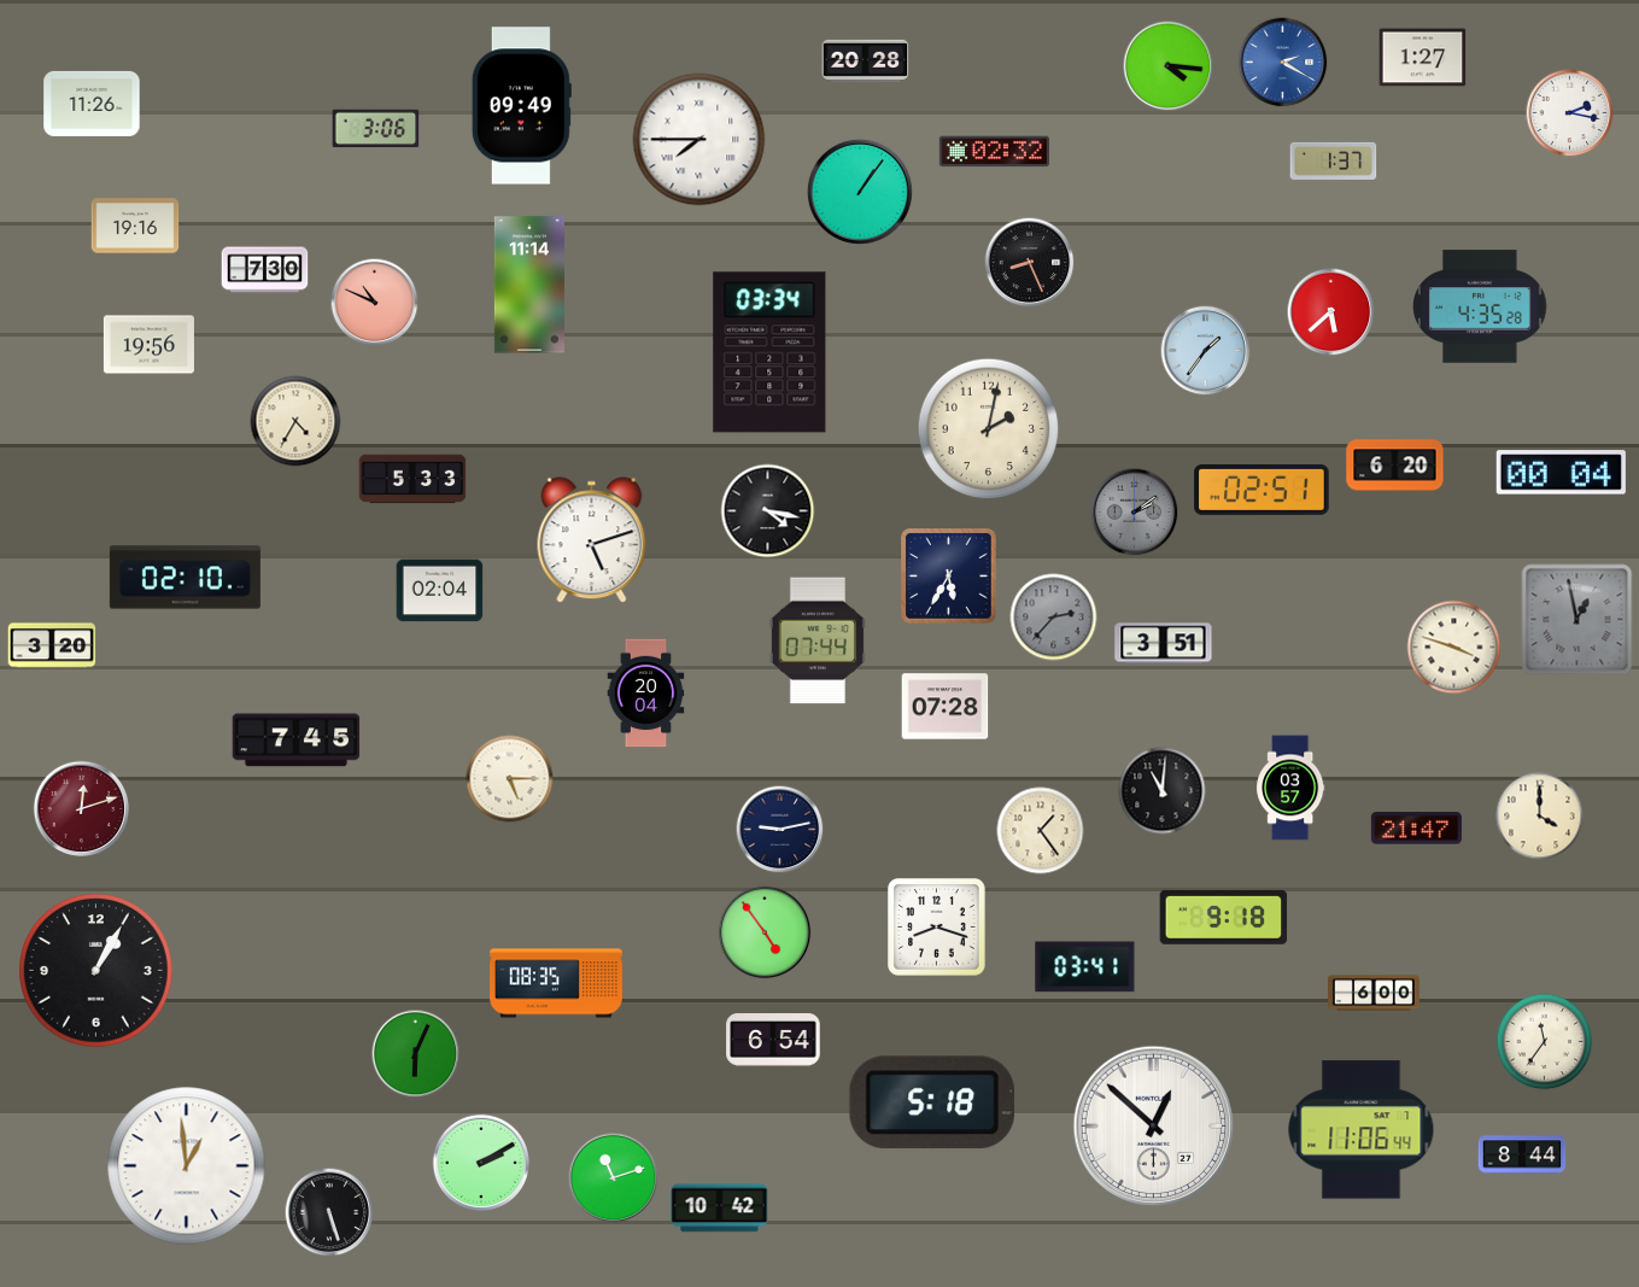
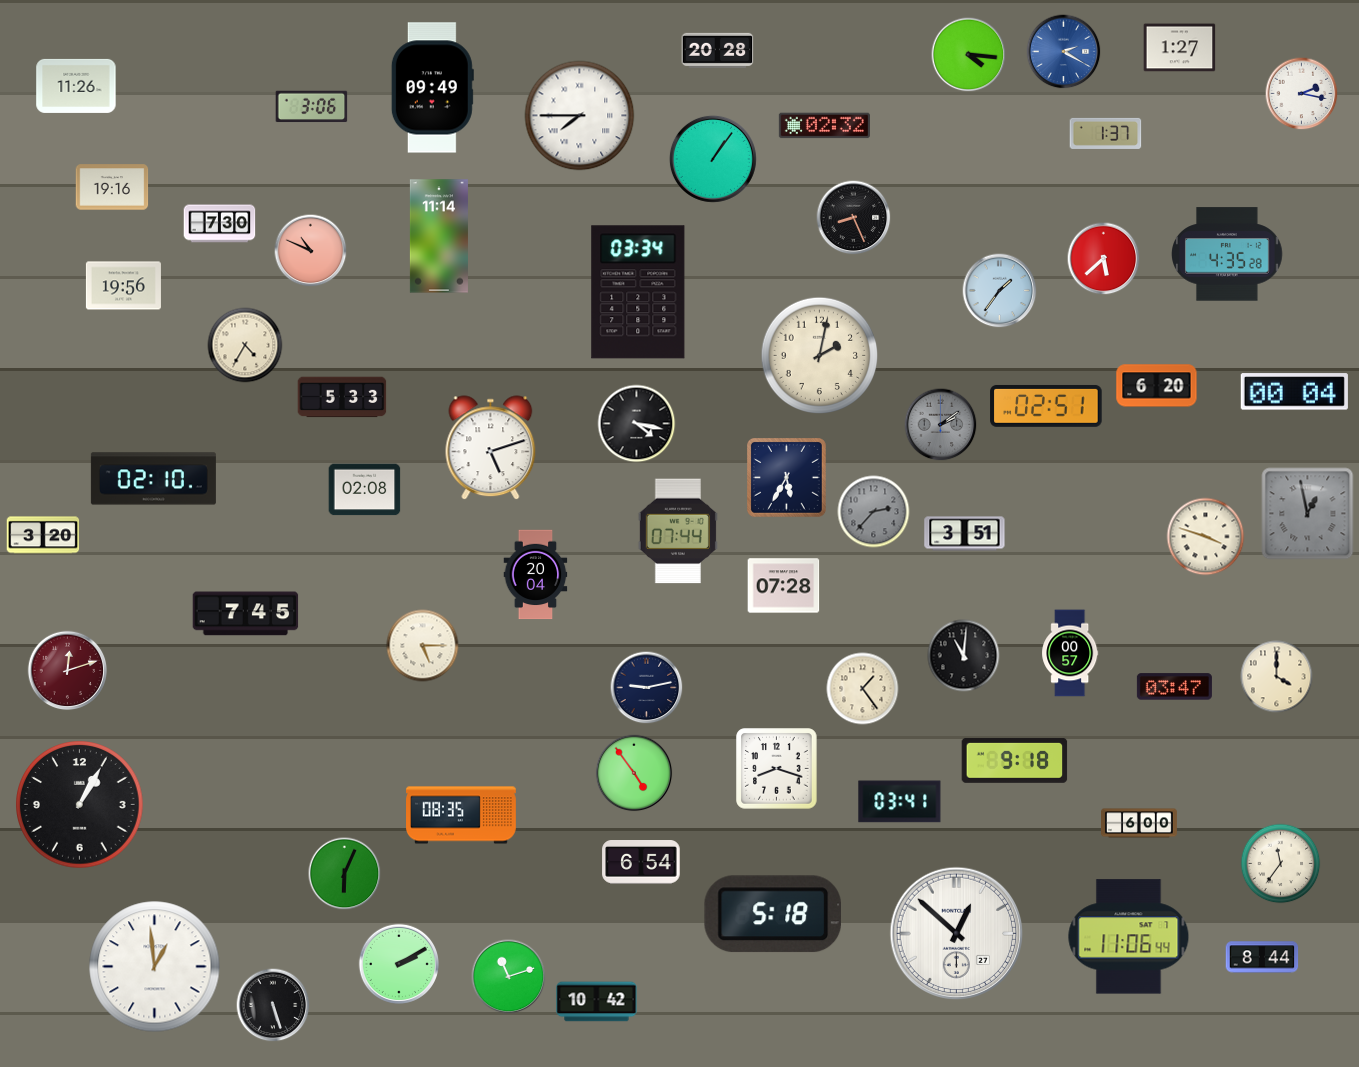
clock at (295, 421) position: (295, 421) -> (245, 345)
clock at (440, 591): 02:04 -> 02:08
clock at (1290, 788): 03:57 -> 00:57
clock at (1416, 829): 21:47 -> 03:47
